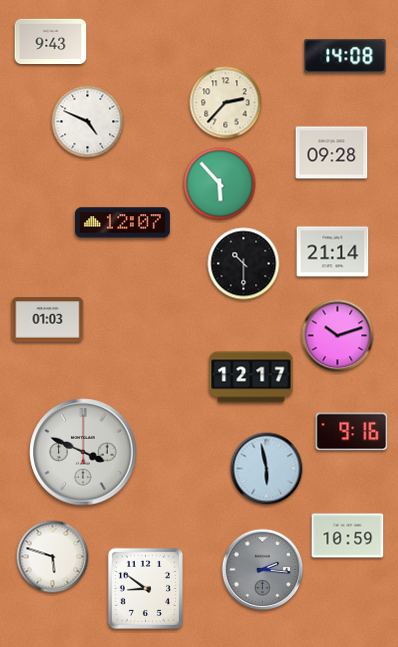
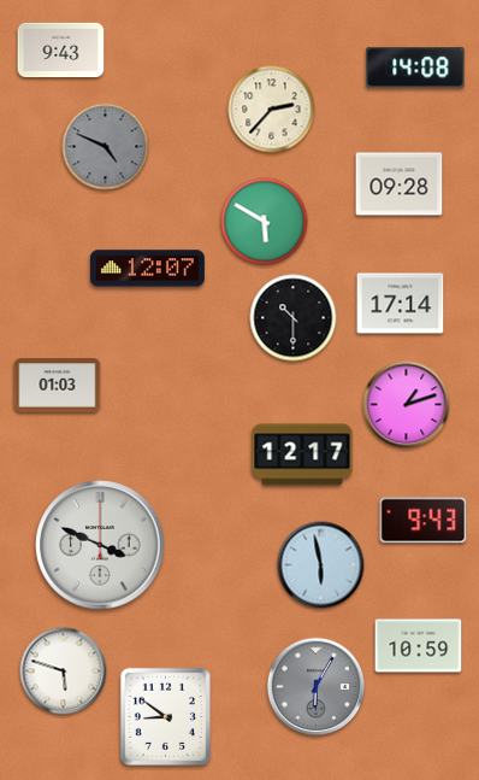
clock at (226, 103) position: (226, 103) -> (272, 110)
clock at (88, 122) dial: white -> grey
clock at (220, 184): 5:53 -> 5:50
clock at (333, 252): 21:14 -> 17:14
clock at (338, 336): 10:12 -> 1:12
clock at (352, 432): 9:16 -> 9:43
clock at (263, 570): 2:16 -> 6:05
clock at (145, 588) position: (145, 588) -> (165, 716)
